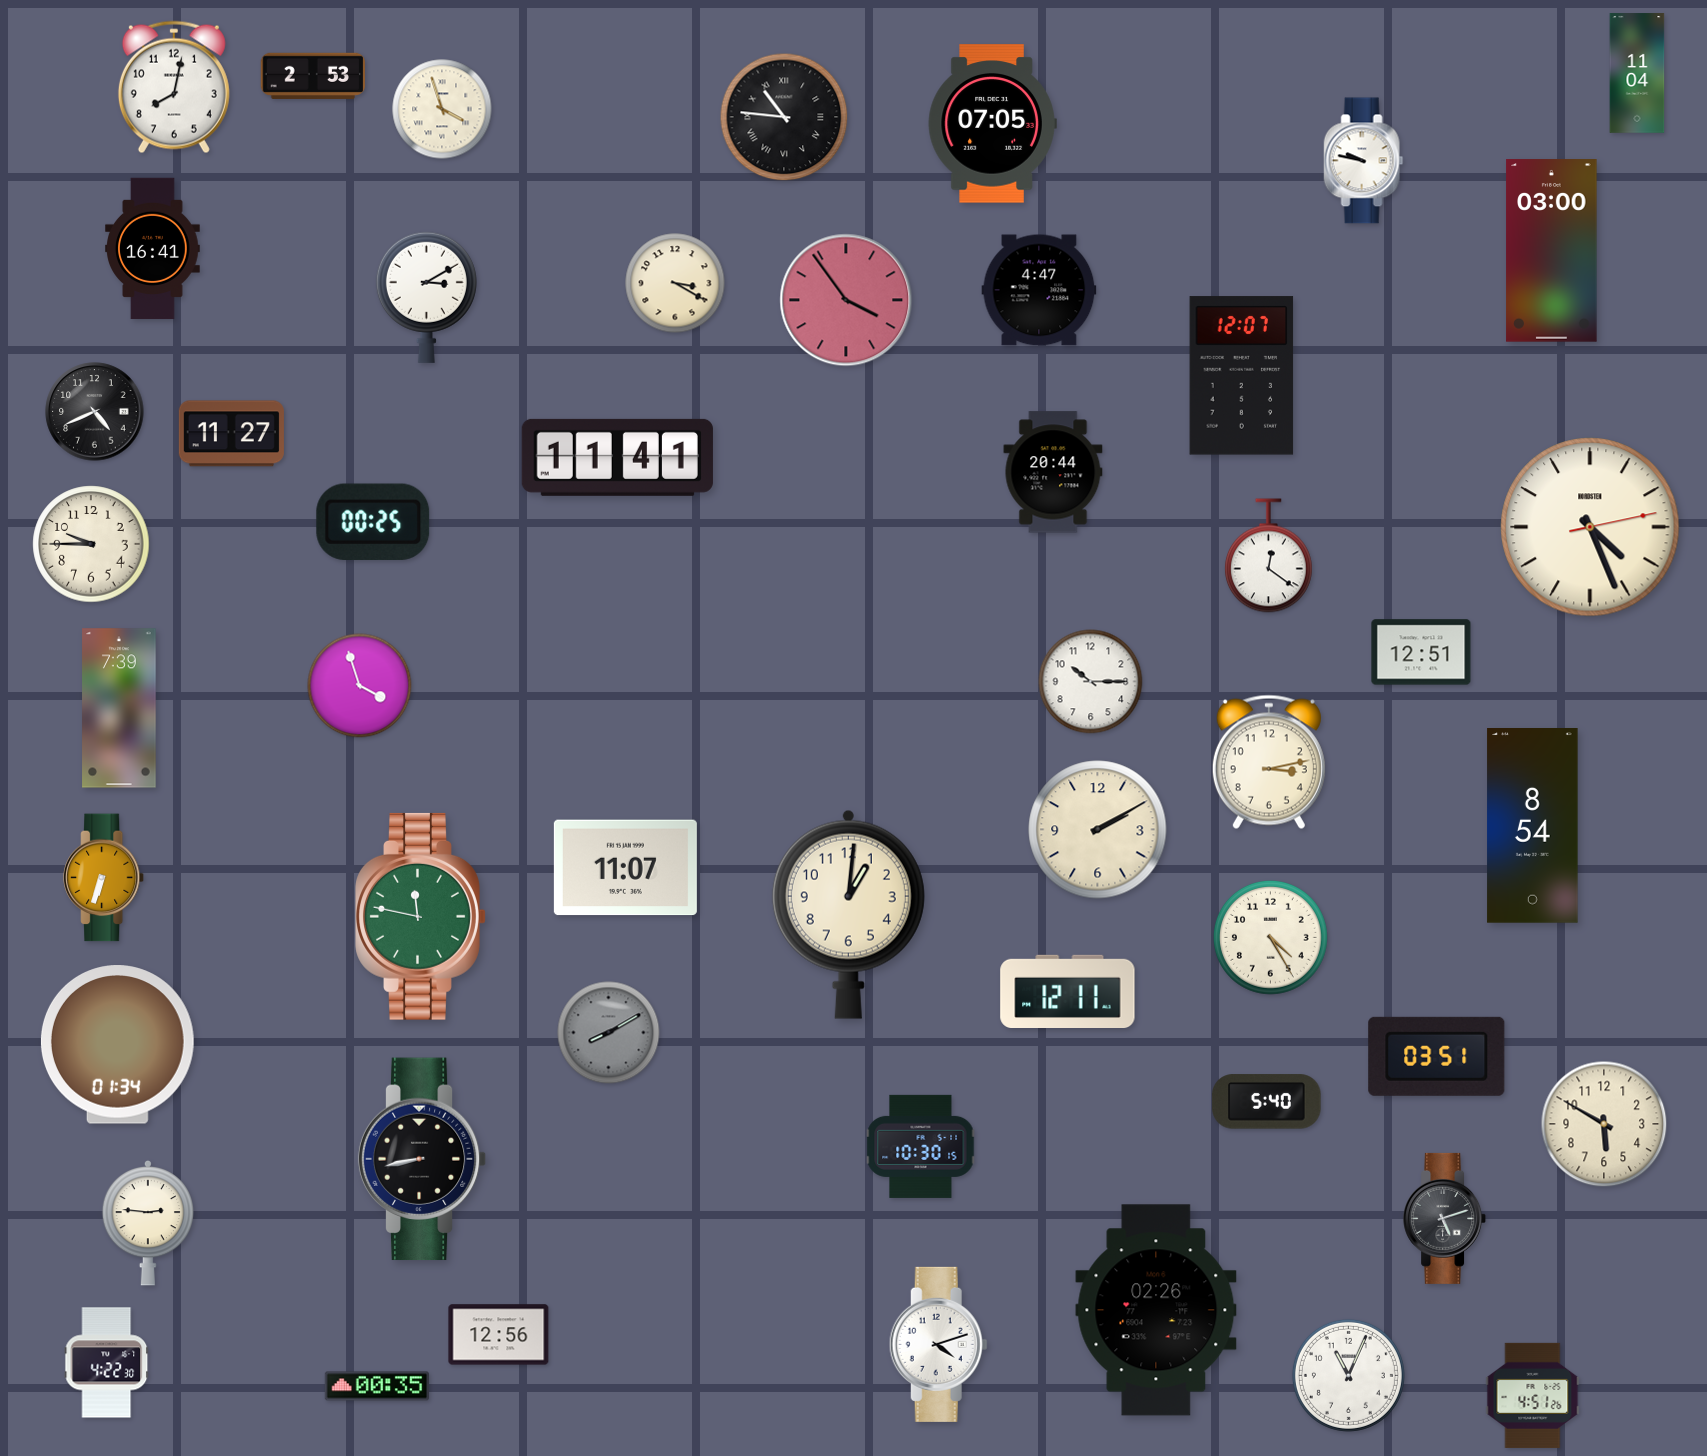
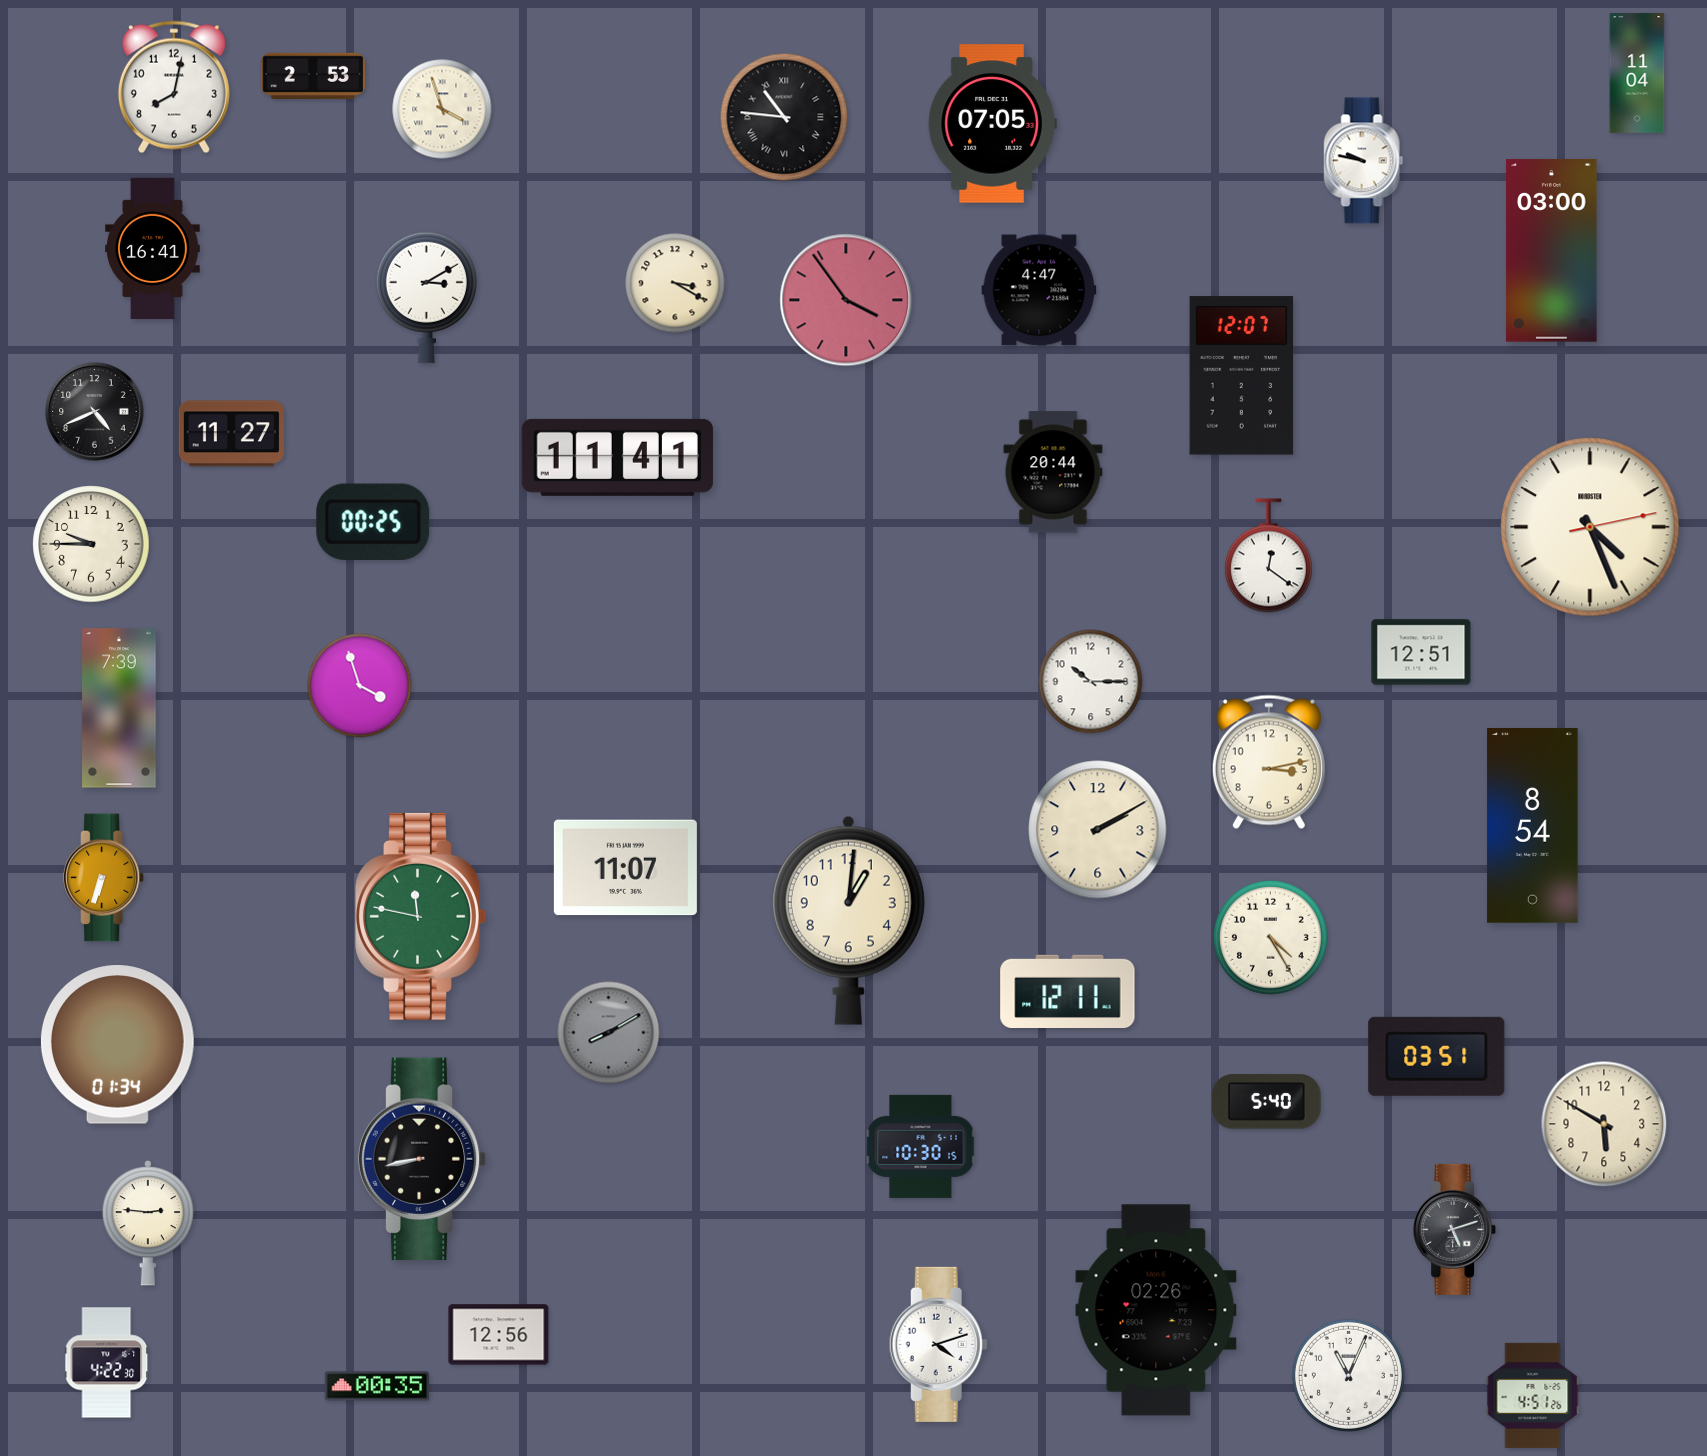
clock at (848, 914) position: (848, 914) -> (848, 920)
clock at (1445, 1218) position: (1445, 1218) -> (1455, 1229)
